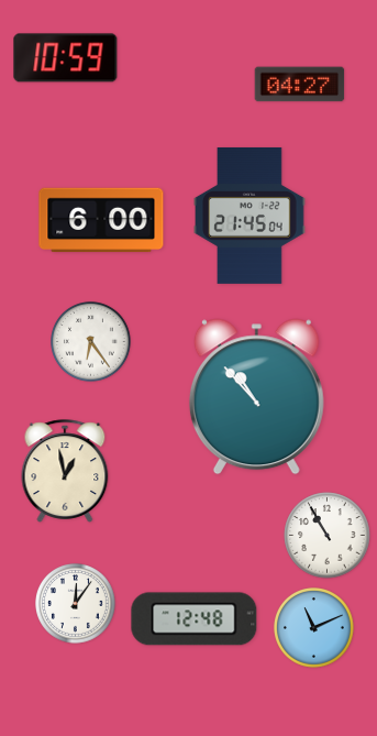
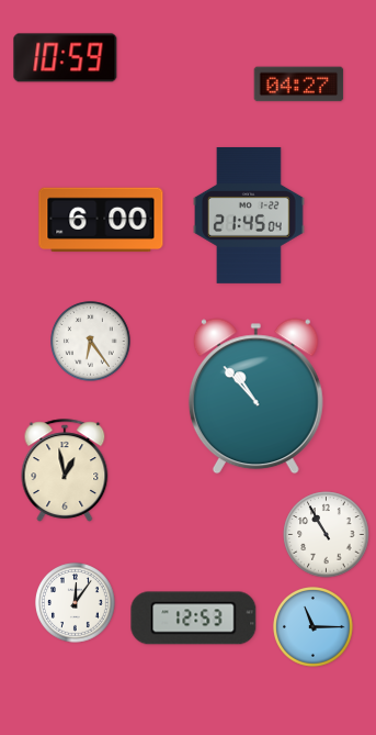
clock at (195, 619): 12:48 -> 12:53
clock at (314, 628): 11:11 -> 11:15
